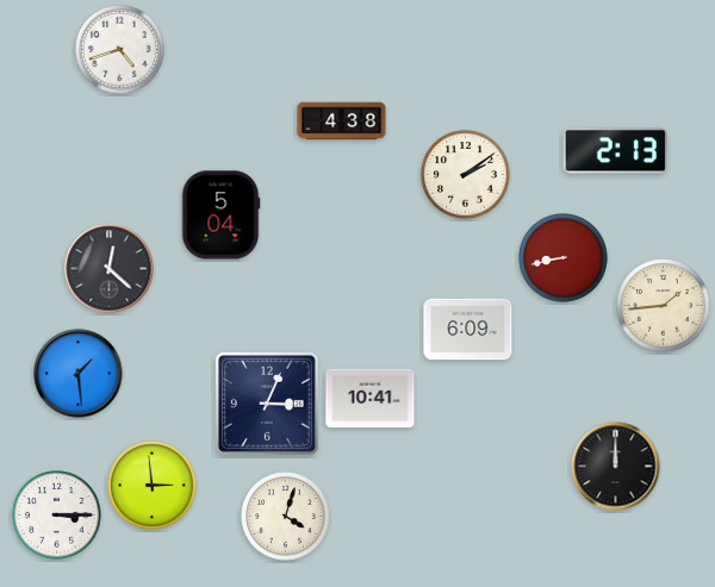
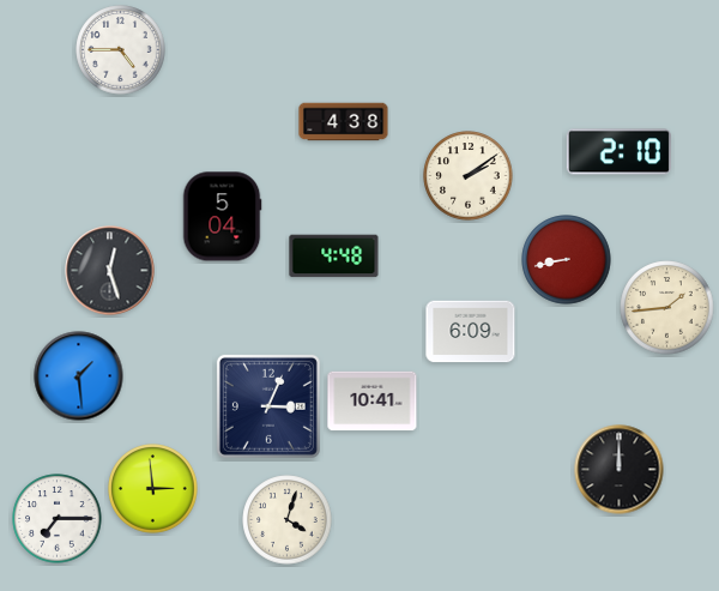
clock at (120, 50): 4:42 -> 4:45
clock at (615, 151): 2:13 -> 2:10
clock at (334, 257): none -> 4:48
clock at (110, 269): 12:22 -> 12:27
clock at (57, 516): 3:15 -> 7:15
